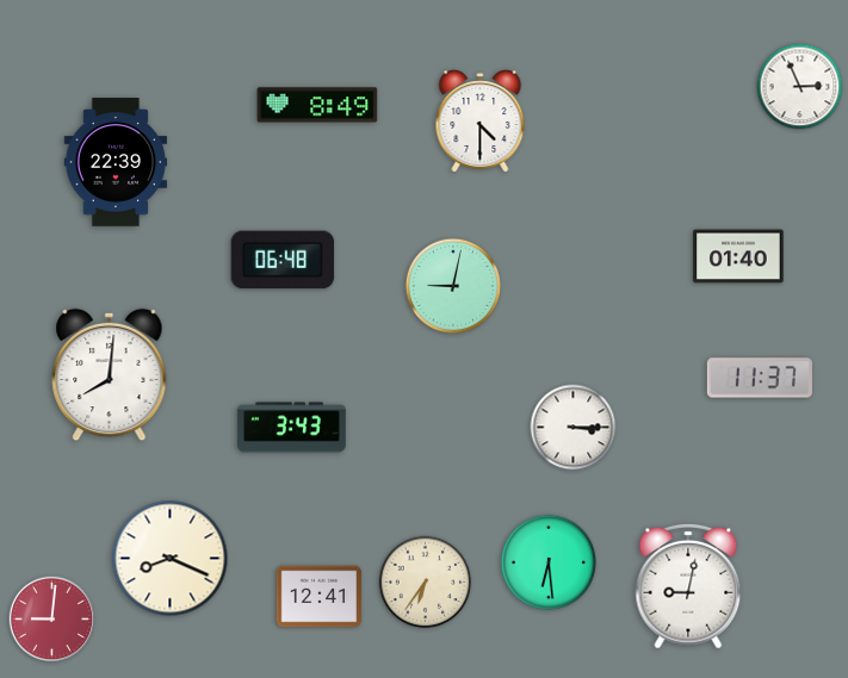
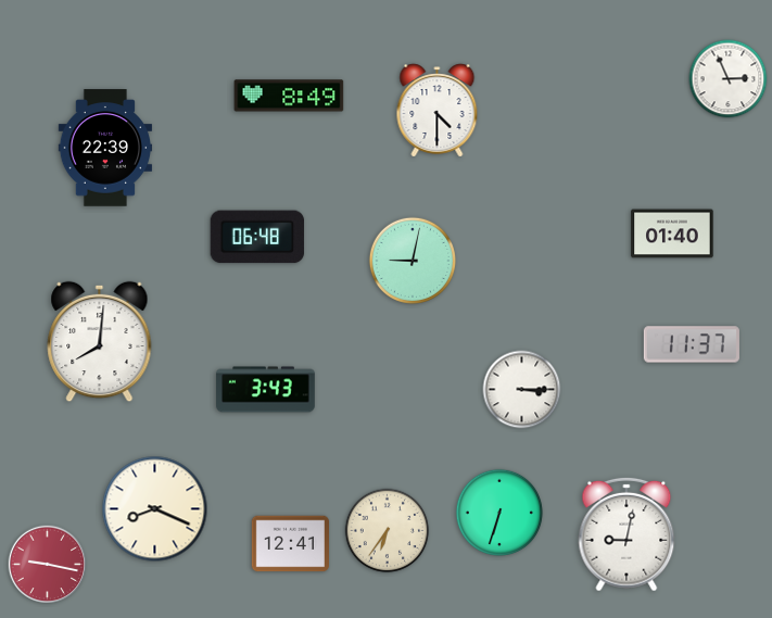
clock at (549, 562): 6:29 -> 6:33
clock at (52, 620): 9:01 -> 9:17
